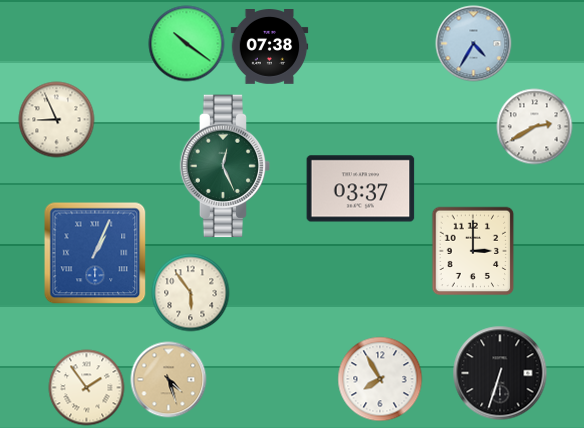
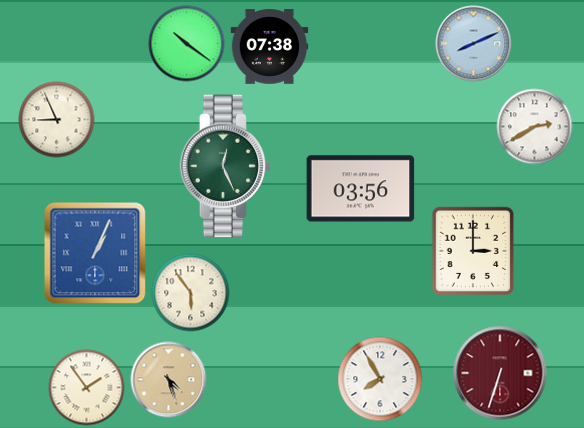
clock at (474, 44): 4:35 -> 8:11
clock at (361, 189): 03:37 -> 03:56
clock at (500, 373) dial: black -> burgundy
